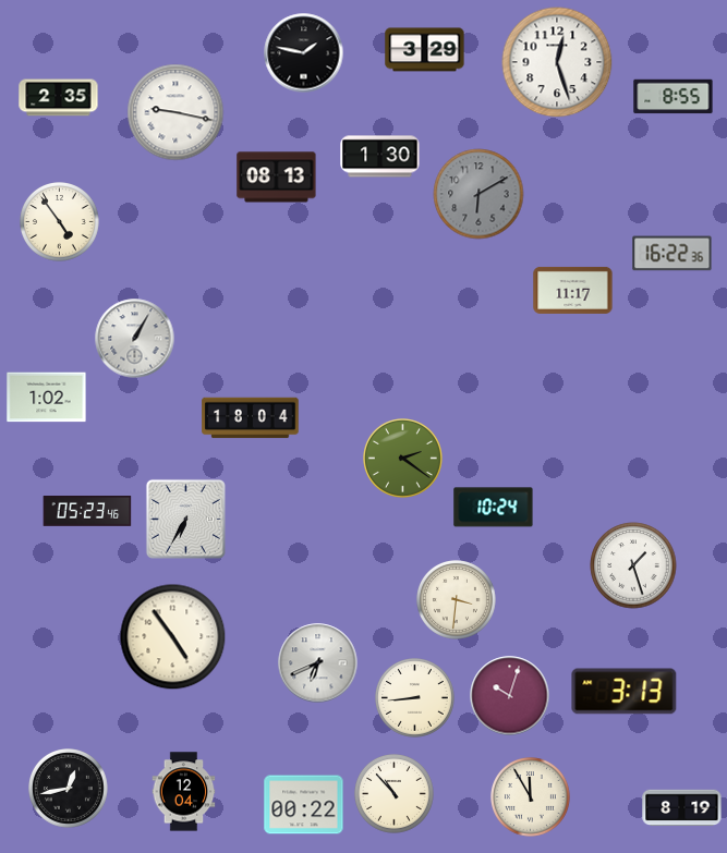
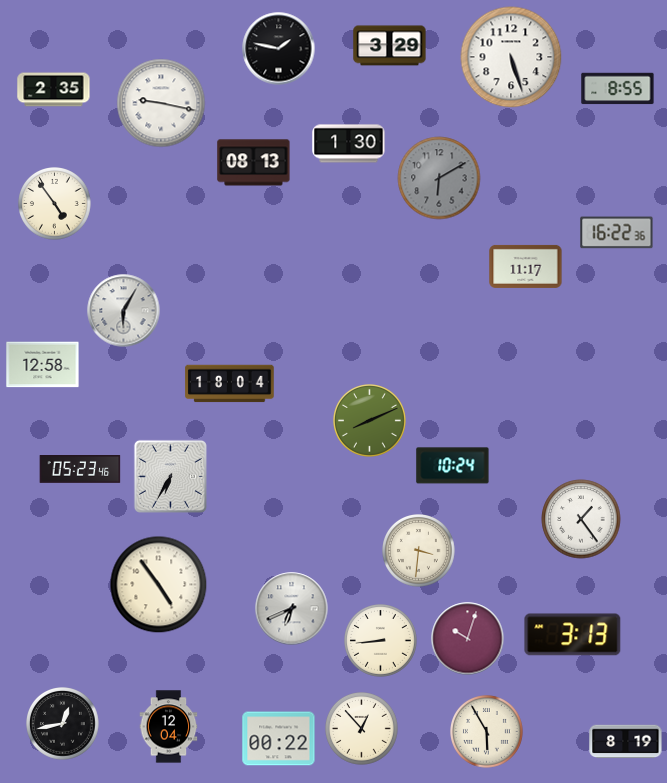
clock at (557, 62): 12:27 -> 5:27
clock at (135, 339): 1:05 -> 6:05
clock at (47, 398): 1:02 -> 12:58
clock at (403, 459): 2:21 -> 8:11
clock at (633, 565): 1:27 -> 1:24
clock at (395, 794): 10:53 -> 12:53
clock at (531, 797): 11:55 -> 5:55
